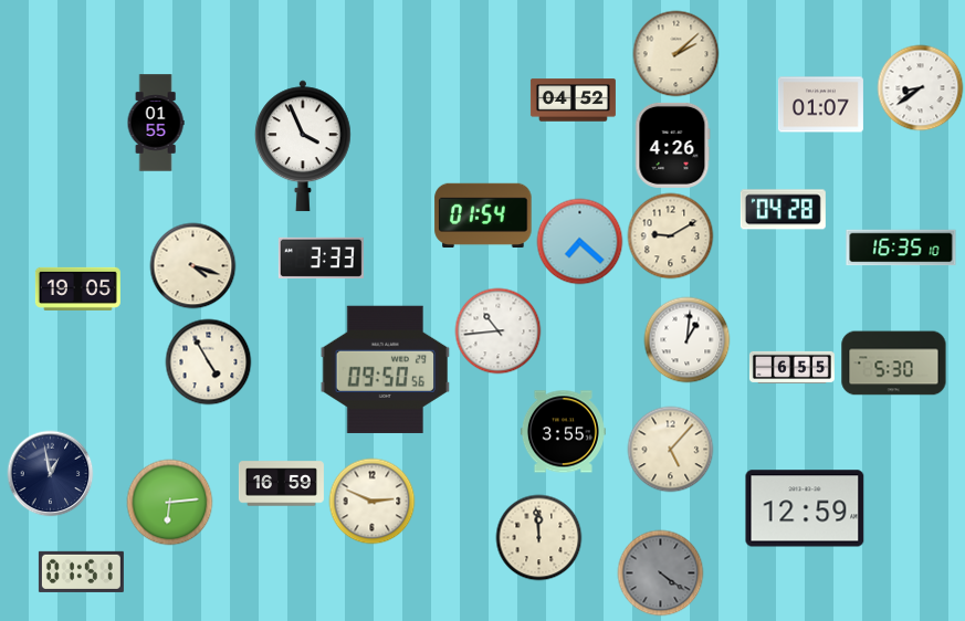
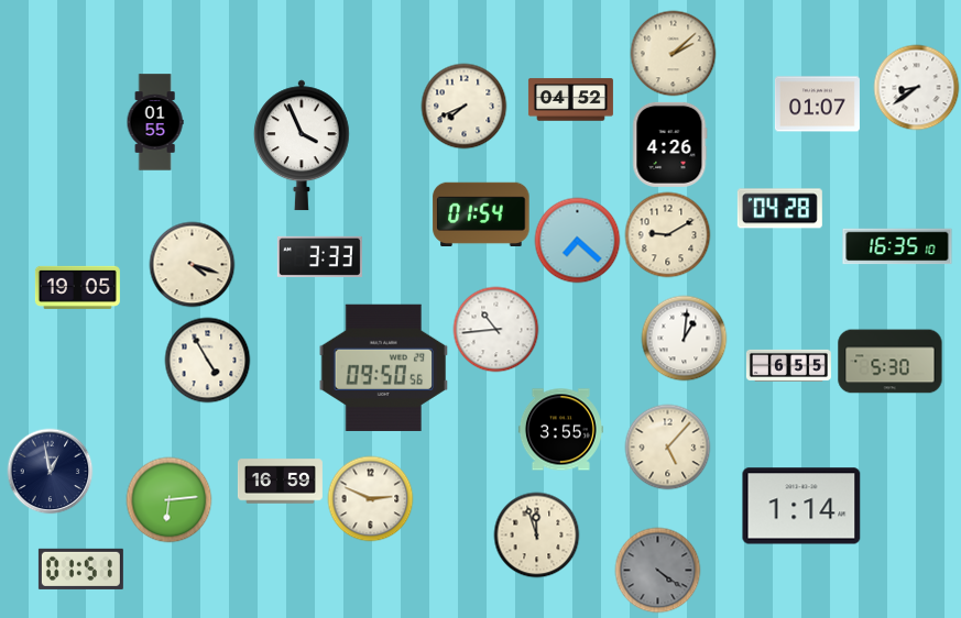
clock at (463, 106): none -> 7:41
clock at (805, 508): 12:59 -> 1:14
clock at (538, 537): 11:59 -> 11:57
